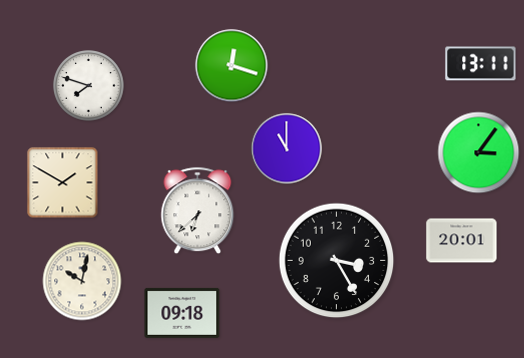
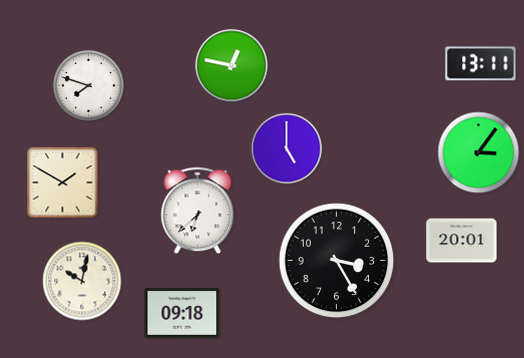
clock at (232, 66): 12:18 -> 12:47
clock at (287, 149): 11:00 -> 5:00
